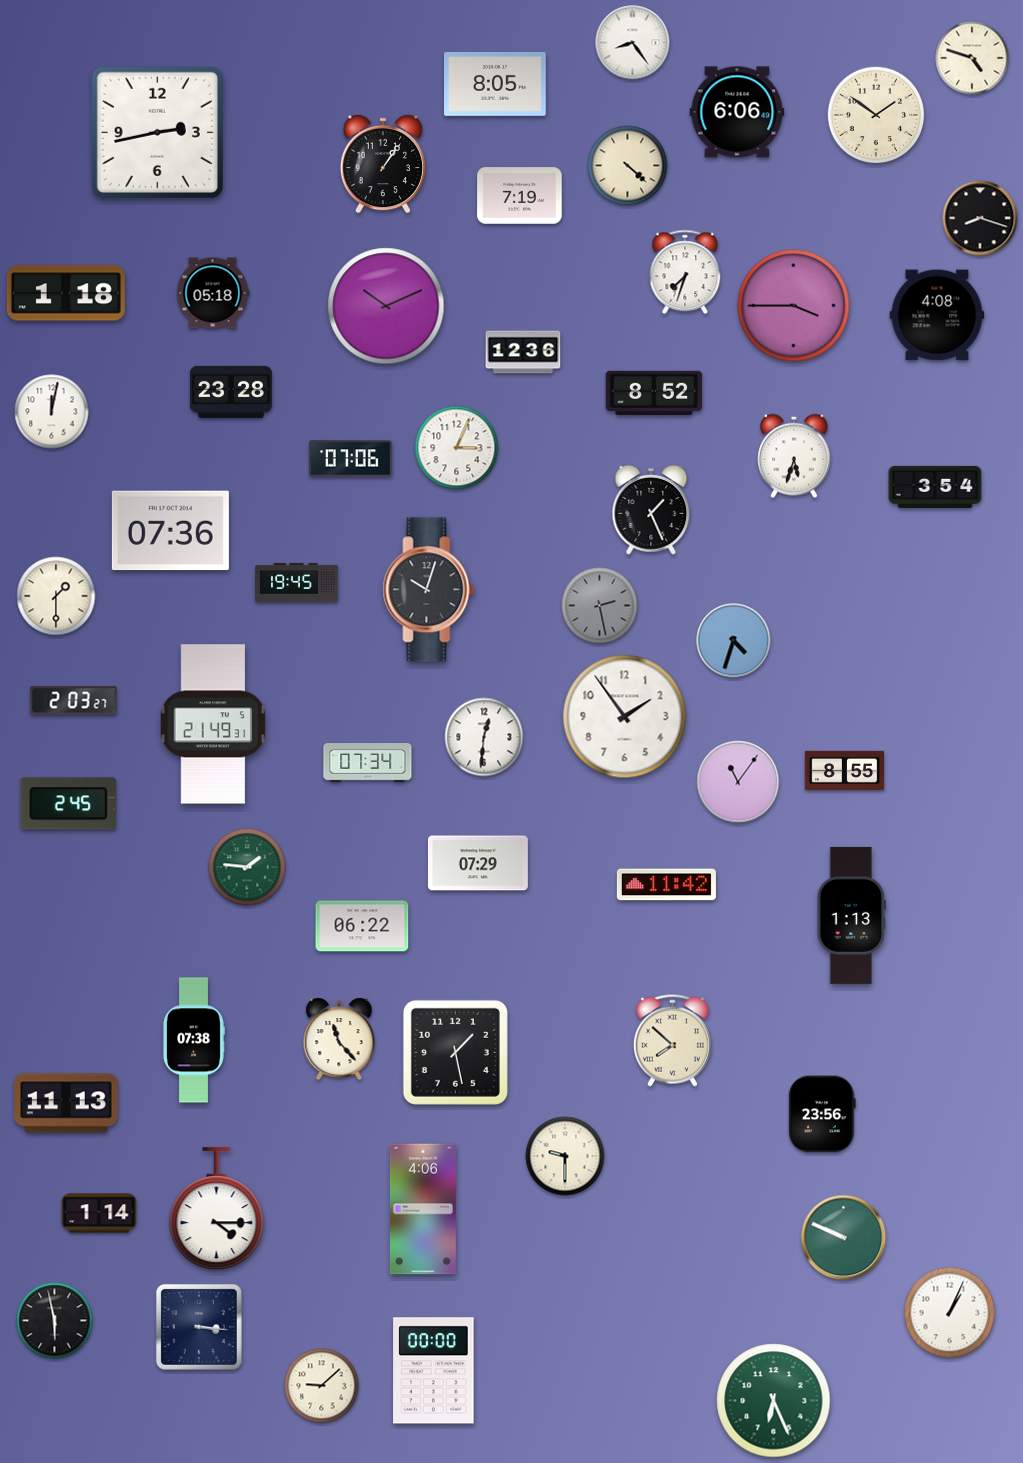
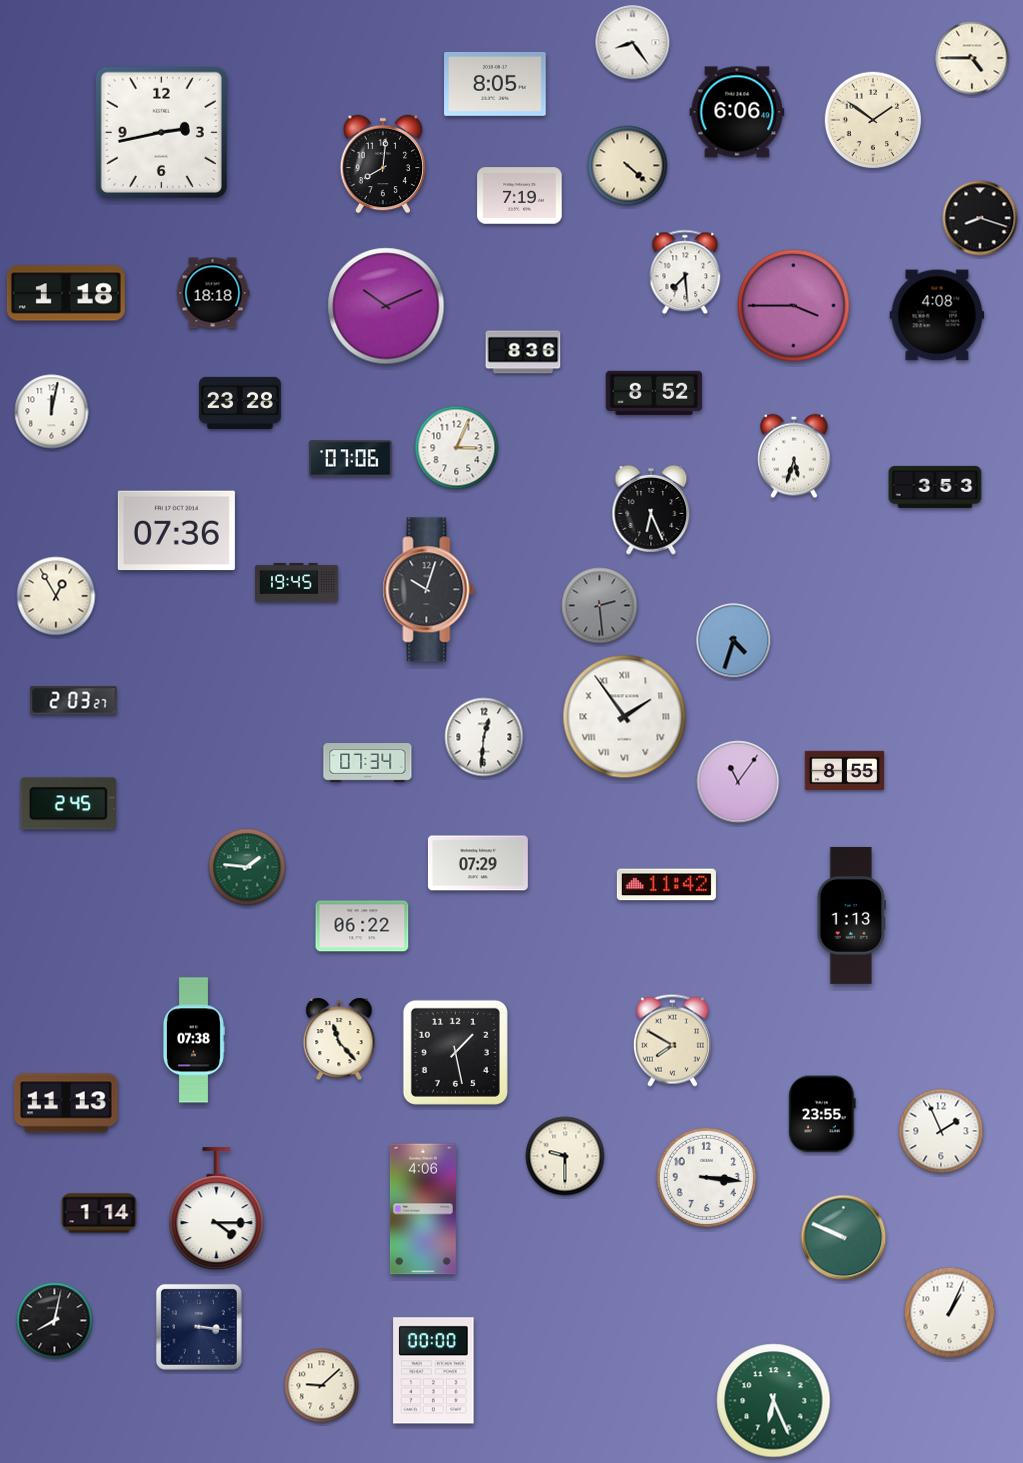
clock at (972, 58): 4:48 -> 4:45
clock at (876, 115) position: (876, 115) -> (873, 120)
clock at (157, 132) position: (157, 132) -> (161, 132)
clock at (383, 164): 1:06 -> 8:01
clock at (685, 272): 7:33 -> 7:29
clock at (213, 293): 05:18 -> 18:18
clock at (523, 352): 12:36 -> 8:36
clock at (231, 392) position: (231, 392) -> (240, 403)
clock at (935, 487): 3:54 -> 3:53
clock at (651, 510): 1:26 -> 6:26
clock at (170, 531) position: (170, 531) -> (176, 531)
clock at (56, 596): 1:30 -> 12:55
clock at (600, 606): 2:28 -> 2:29
clock at (625, 717) numerals: Arabic -> Roman
clock at (213, 724): 21:49 -> none
clock at (672, 1040): 7:52 -> 7:50
clock at (822, 1114): 23:56 -> 23:55
clock at (941, 1131): none -> 1:56
clock at (706, 1177): none -> 3:16
clock at (55, 1321): 5:58 -> 8:02
